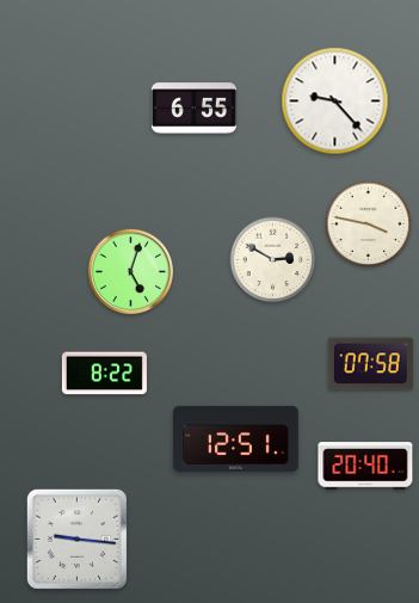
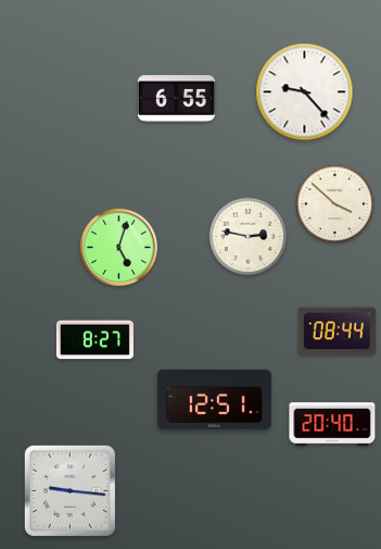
clock at (369, 224): 3:47 -> 3:52
clock at (273, 260): 2:50 -> 2:47
clock at (370, 364): 07:58 -> 08:44
clock at (104, 374): 8:22 -> 8:27
